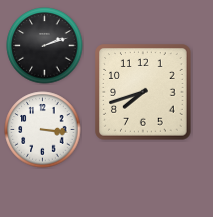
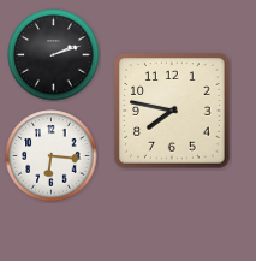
clock at (143, 92): 7:42 -> 7:47
clock at (43, 130): 3:16 -> 6:16
